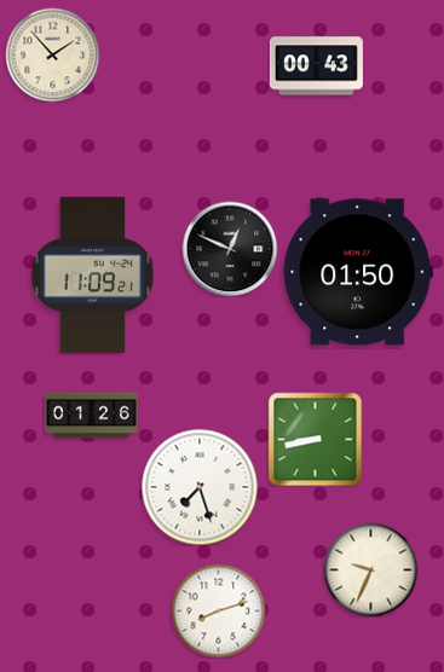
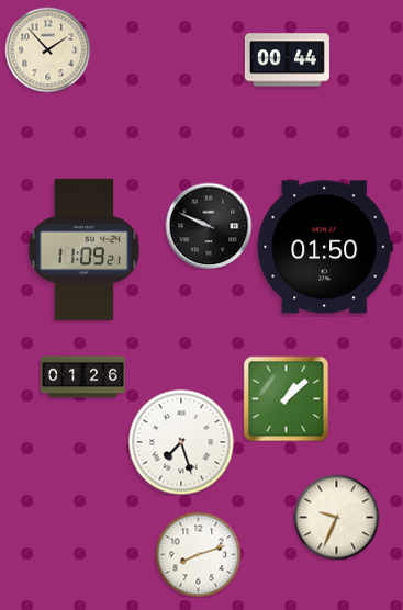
clock at (316, 66): 00:43 -> 00:44
clock at (230, 249): 12:49 -> 9:49
clock at (315, 439): 8:43 -> 1:08
